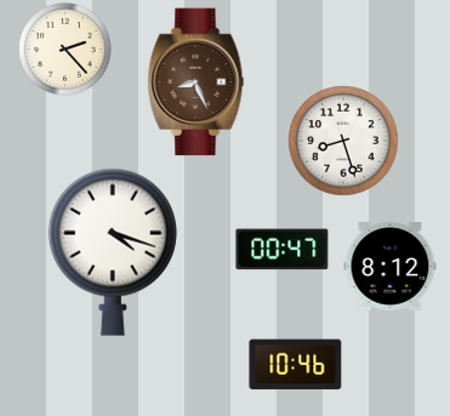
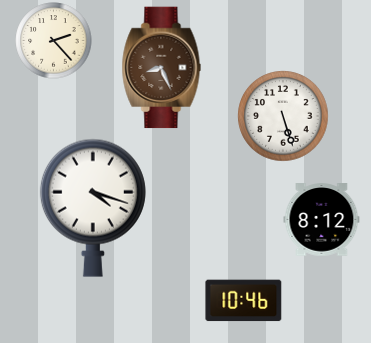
clock at (343, 141): 8:27 -> 5:27
clock at (283, 250): 00:47 -> none
